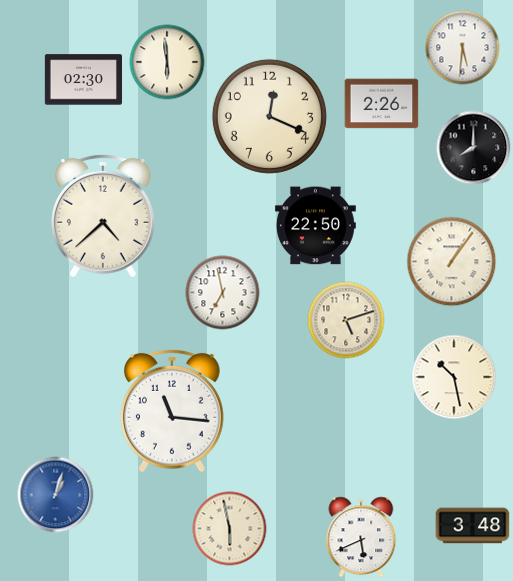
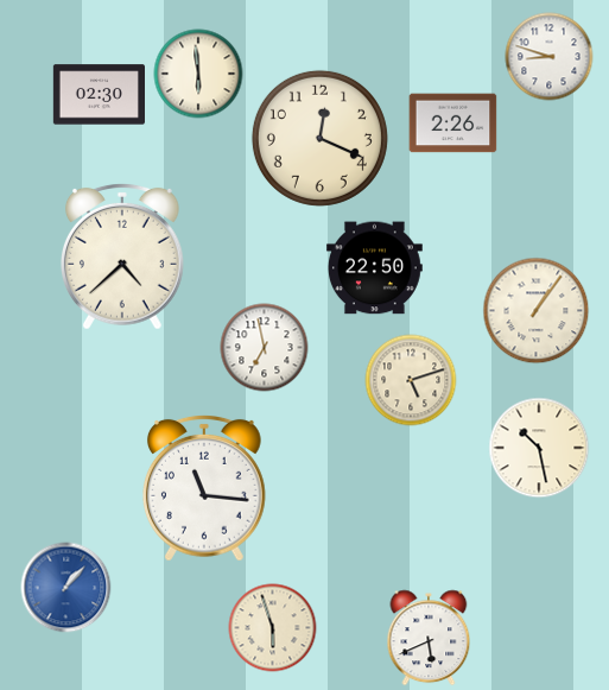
clock at (463, 48): 5:31 -> 8:48
clock at (474, 148): 8:00 -> none
clock at (56, 495): 1:03 -> 1:07
clock at (473, 526): 3:48 -> none
clock at (230, 529): 5:58 -> 5:57
